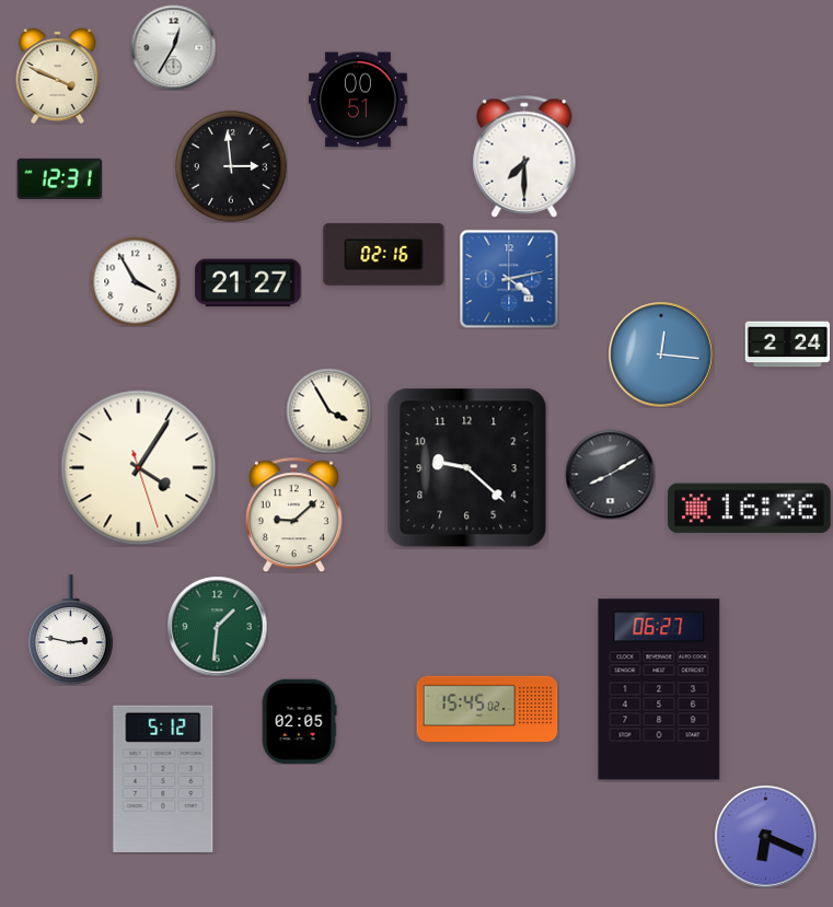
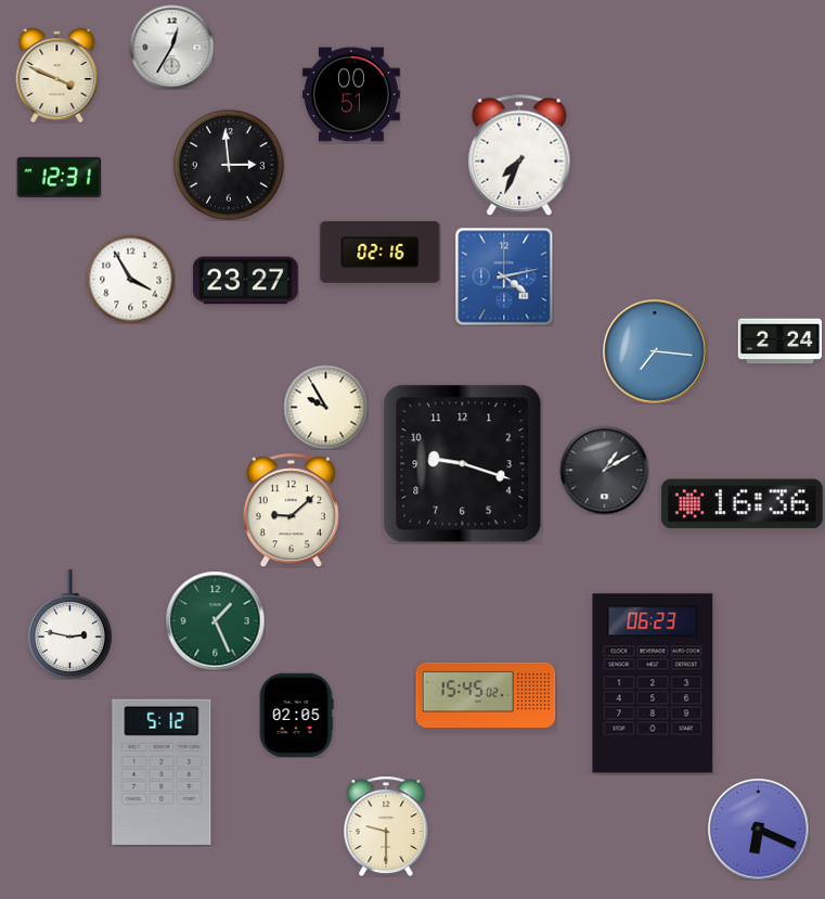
clock at (359, 100) position: (359, 100) -> (352, 94)
clock at (524, 156): 7:30 -> 7:34
clock at (135, 281) position: (135, 281) -> (130, 279)
clock at (248, 283): 21:27 -> 23:27
clock at (661, 354): 12:16 -> 7:16
clock at (328, 410): 3:55 -> 9:55
clock at (139, 468): 4:05 -> none
clock at (467, 468): 9:22 -> 9:18
clock at (610, 474): 8:10 -> 1:10
clock at (217, 626): 1:31 -> 1:26
clock at (659, 689): 06:27 -> 06:23
clock at (487, 709) position: (487, 709) -> (486, 695)
clock at (386, 826): none -> 9:30
